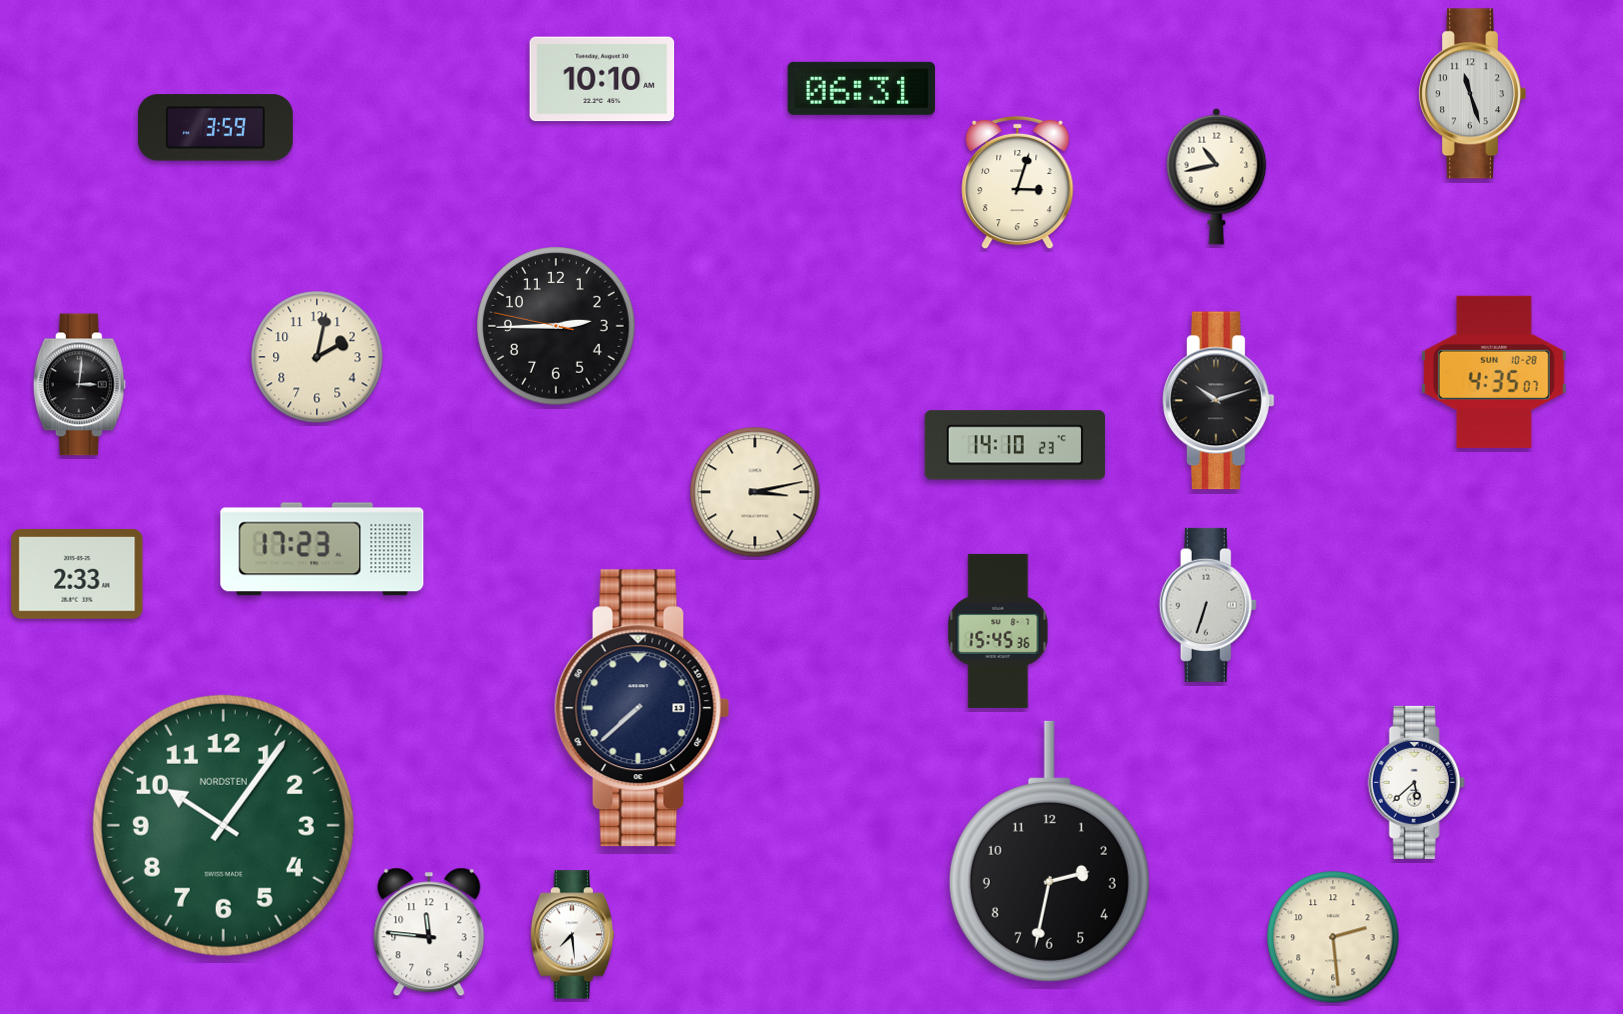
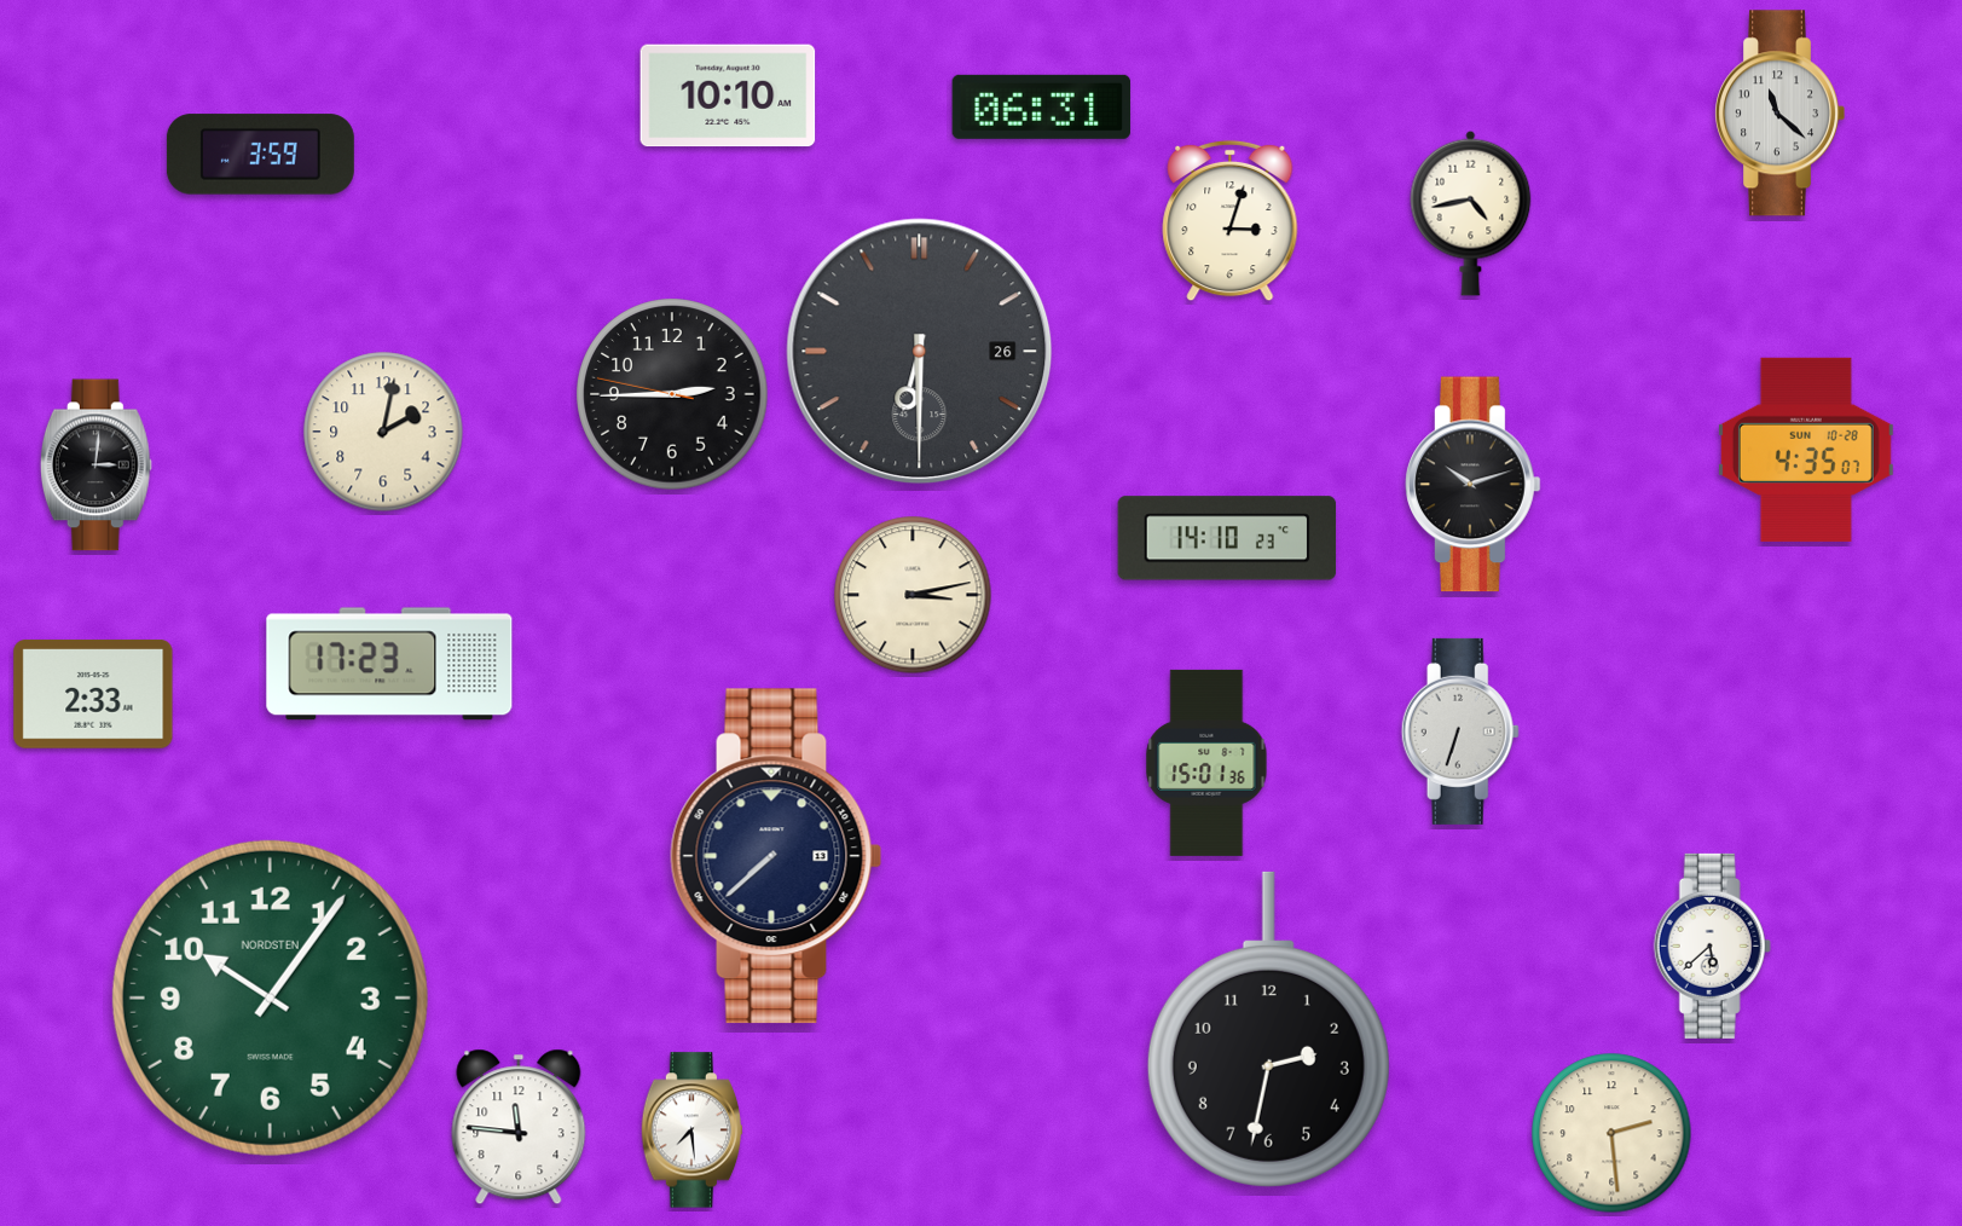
clock at (1472, 94): 11:27 -> 11:22
clock at (1217, 176): 10:43 -> 4:43
clock at (920, 352): none -> 6:30
clock at (998, 631): 15:45 -> 15:01
